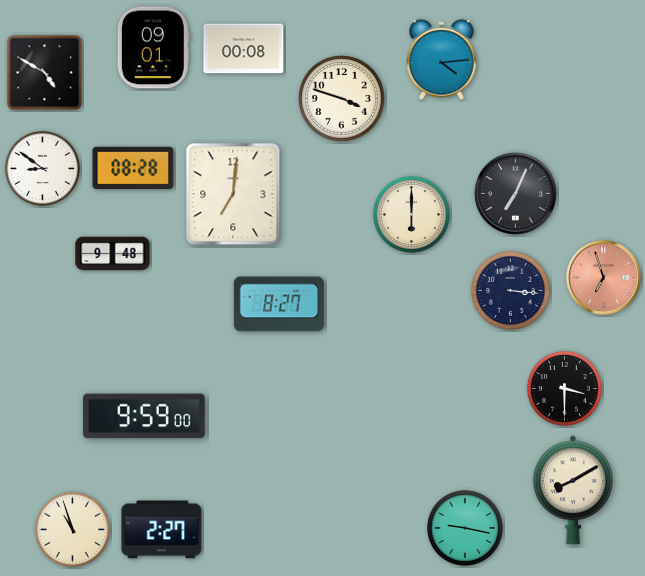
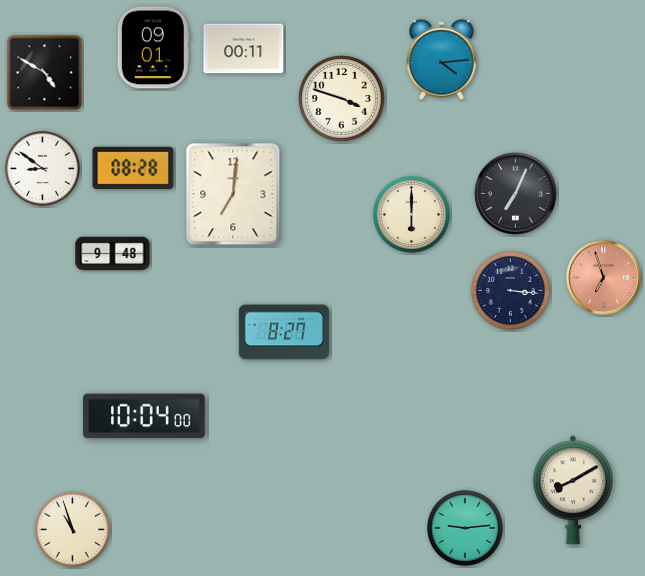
clock at (244, 49): 00:08 -> 00:11
clock at (279, 304) position: (279, 304) -> (284, 332)
clock at (564, 388): 3:30 -> none
clock at (144, 416): 9:59 -> 10:04
clock at (465, 528): 9:17 -> 9:14
clock at (162, 530): 2:27 -> none
